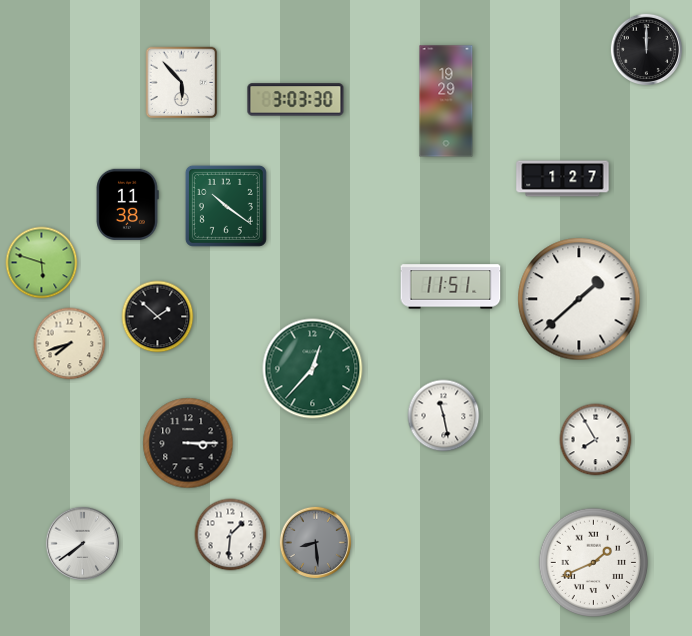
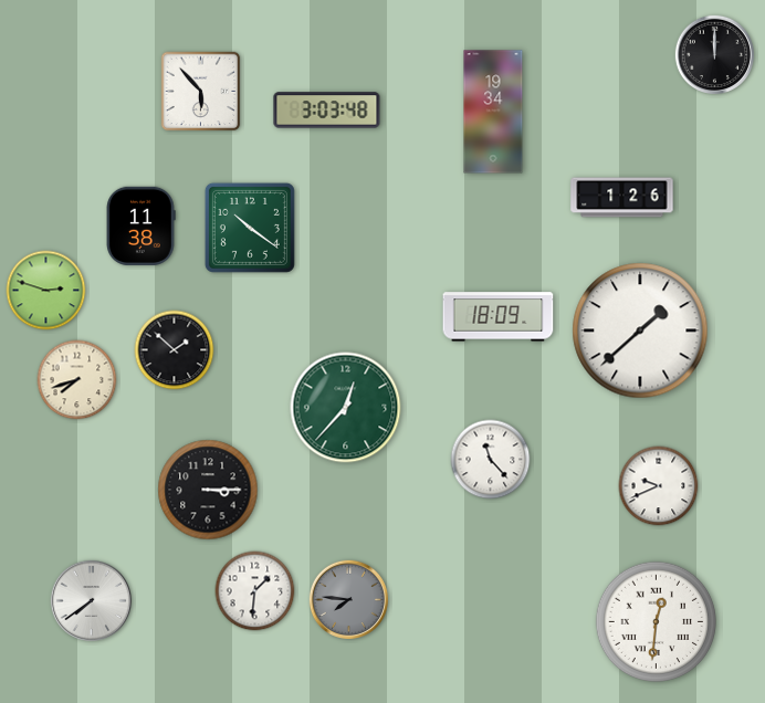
clock at (296, 100): 3:03:30 -> 3:03:48
clock at (446, 101): 19:29 -> 19:34
clock at (563, 179): 1:27 -> 1:26
clock at (42, 263): 5:48 -> 2:48
clock at (451, 287): 11:51 -> 18:09
clock at (444, 416): 11:28 -> 11:23
clock at (596, 440): 7:55 -> 9:41
clock at (315, 542): 8:29 -> 7:46
clock at (593, 562): 1:41 -> 12:31
